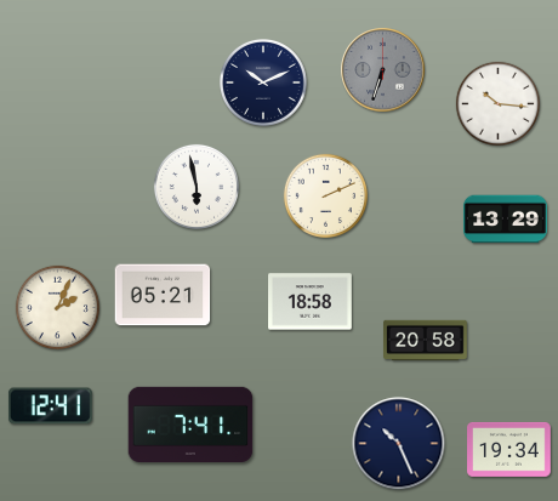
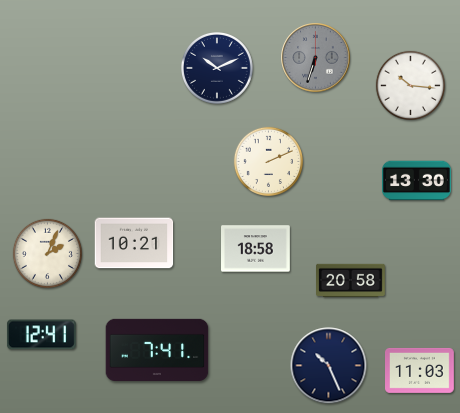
clock at (197, 187): 5:58 -> none
clock at (506, 220): 13:29 -> 13:30
clock at (163, 295): 05:21 -> 10:21
clock at (509, 449): 19:34 -> 11:03
